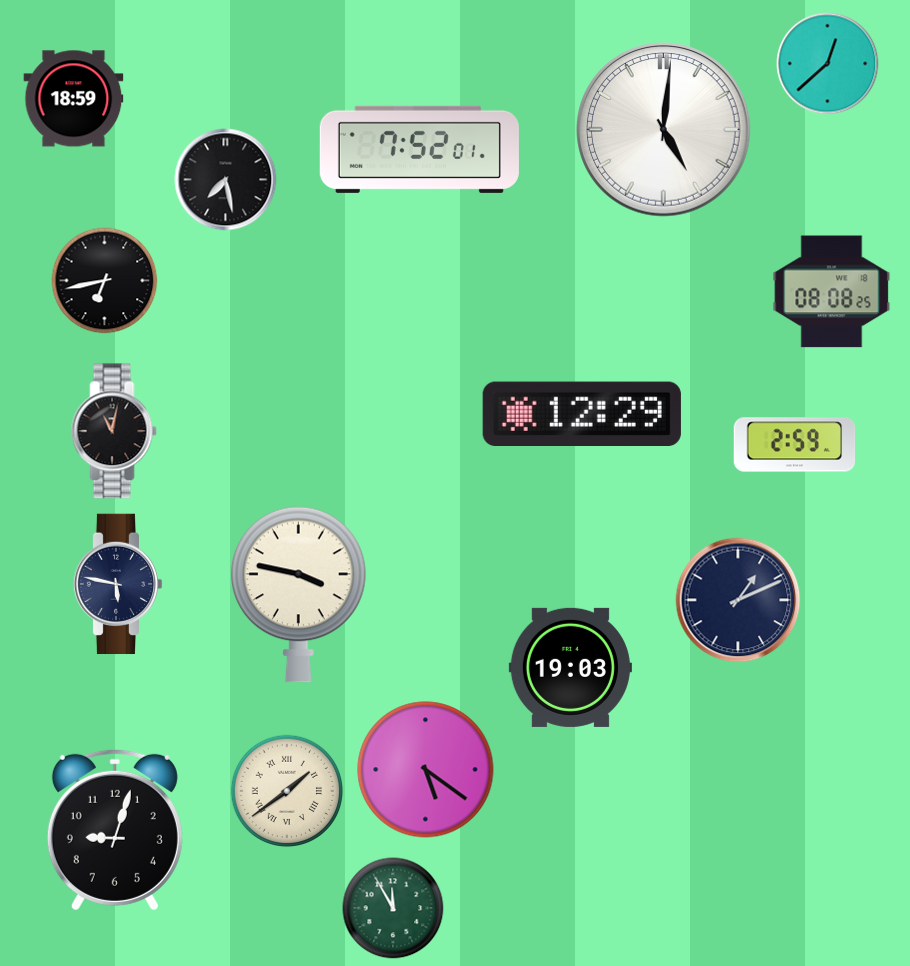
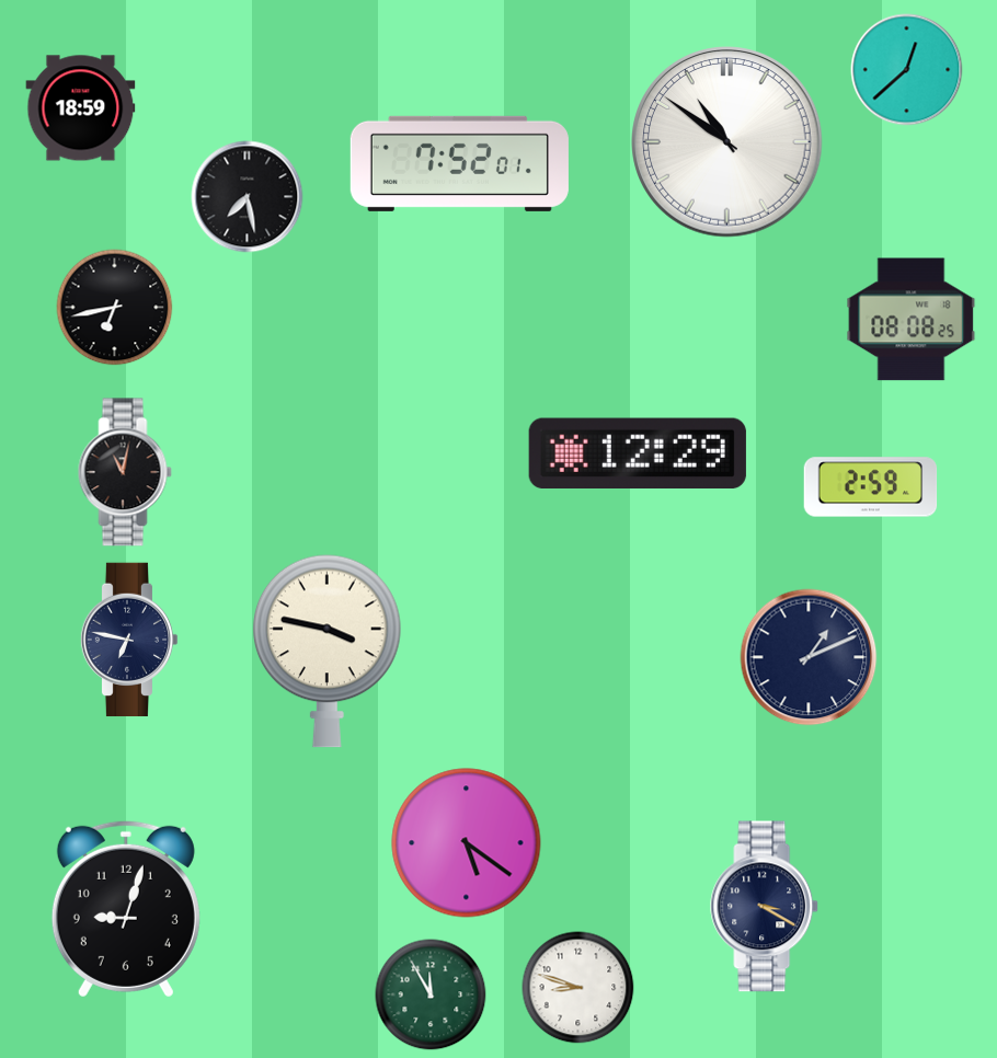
clock at (664, 130): 5:01 -> 10:51
clock at (118, 584): 5:47 -> 6:47
clock at (570, 667): 19:03 -> none
clock at (287, 791): 1:39 -> none
clock at (765, 907): none -> 3:20
clock at (578, 988): none -> 8:48
